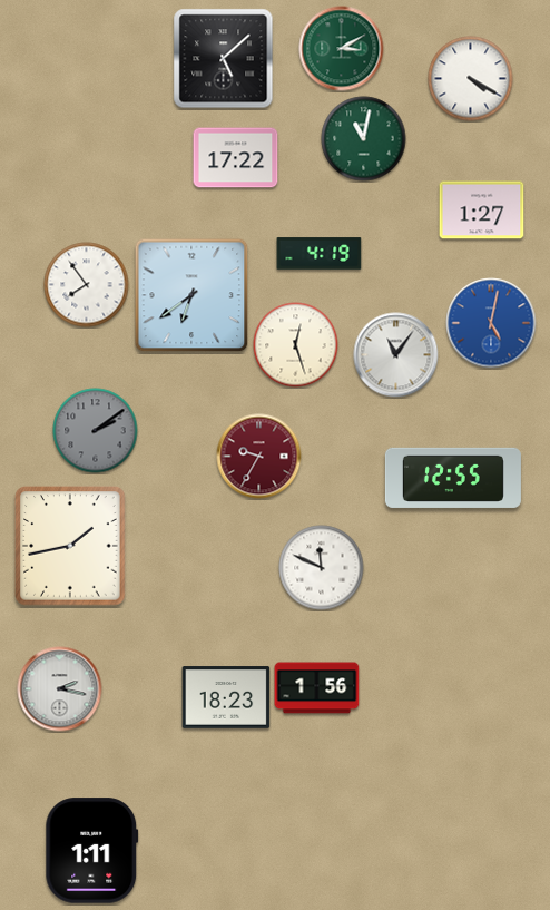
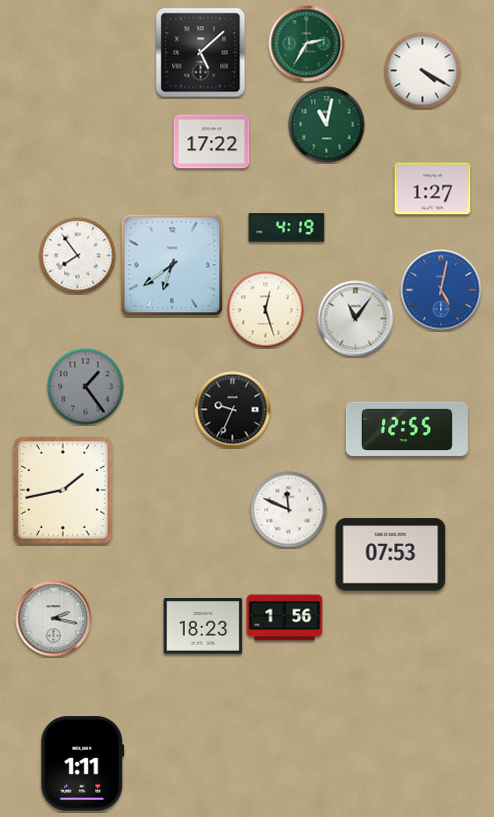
clock at (342, 49): 3:10 -> 2:35
clock at (96, 431): 2:09 -> 1:24
clock at (259, 457): 9:35 -> 9:34
clock at (259, 457) dial: burgundy -> black
clock at (391, 555): none -> 07:53
